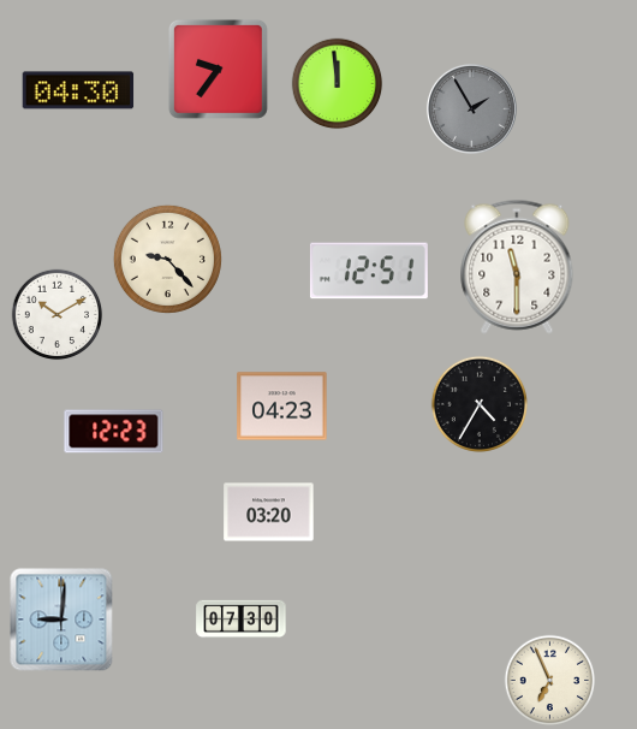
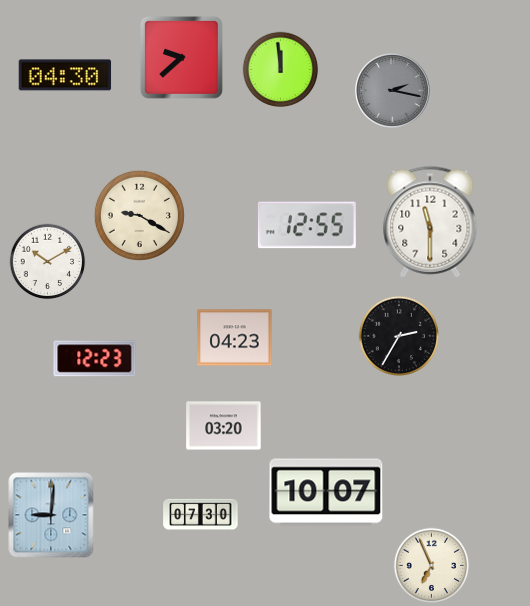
clock at (218, 69): 9:36 -> 9:38
clock at (471, 108): 1:55 -> 2:17
clock at (167, 259): 9:23 -> 9:20
clock at (369, 271): 12:51 -> 12:55
clock at (478, 403): 4:35 -> 2:35
clock at (326, 492): none -> 10:07
clock at (550, 681) position: (550, 681) -> (432, 566)
